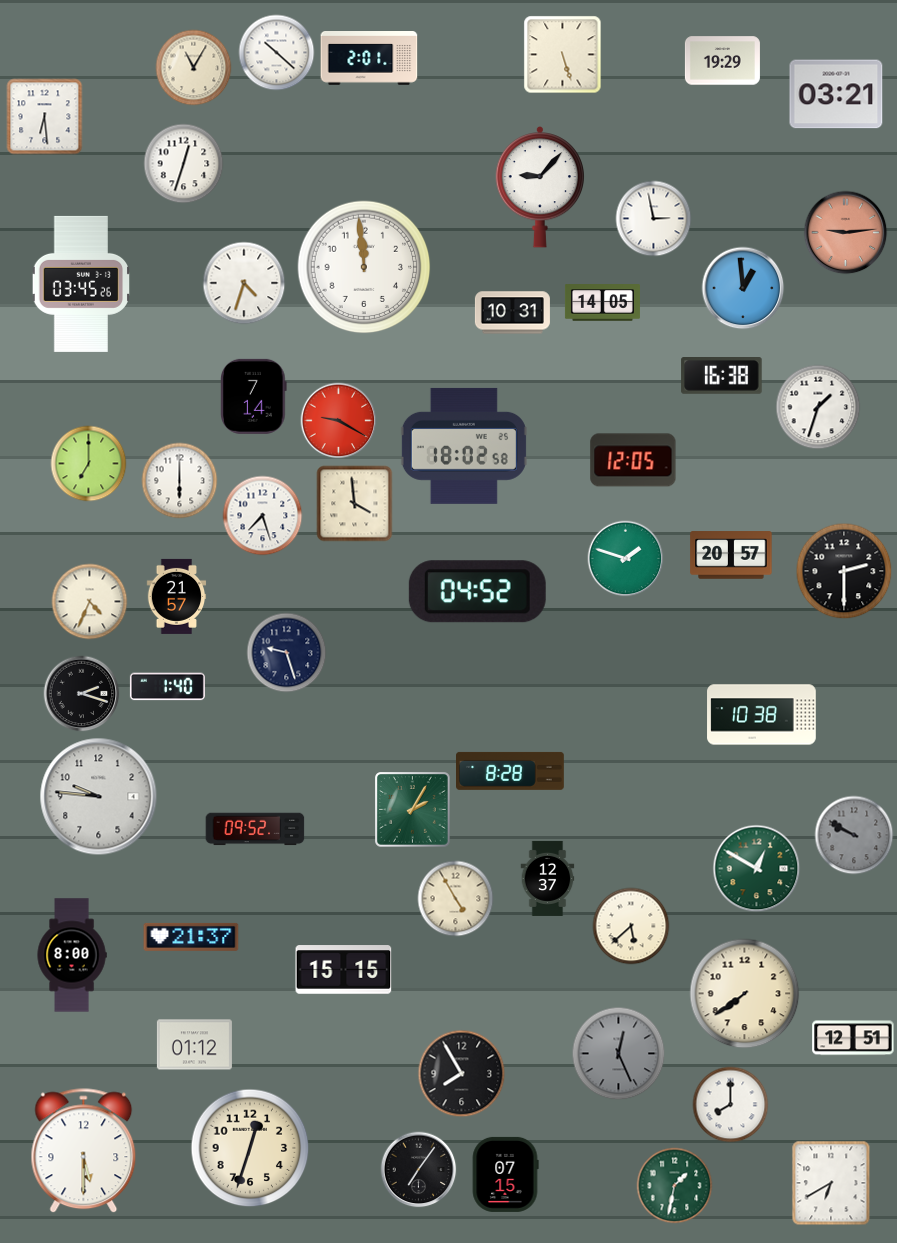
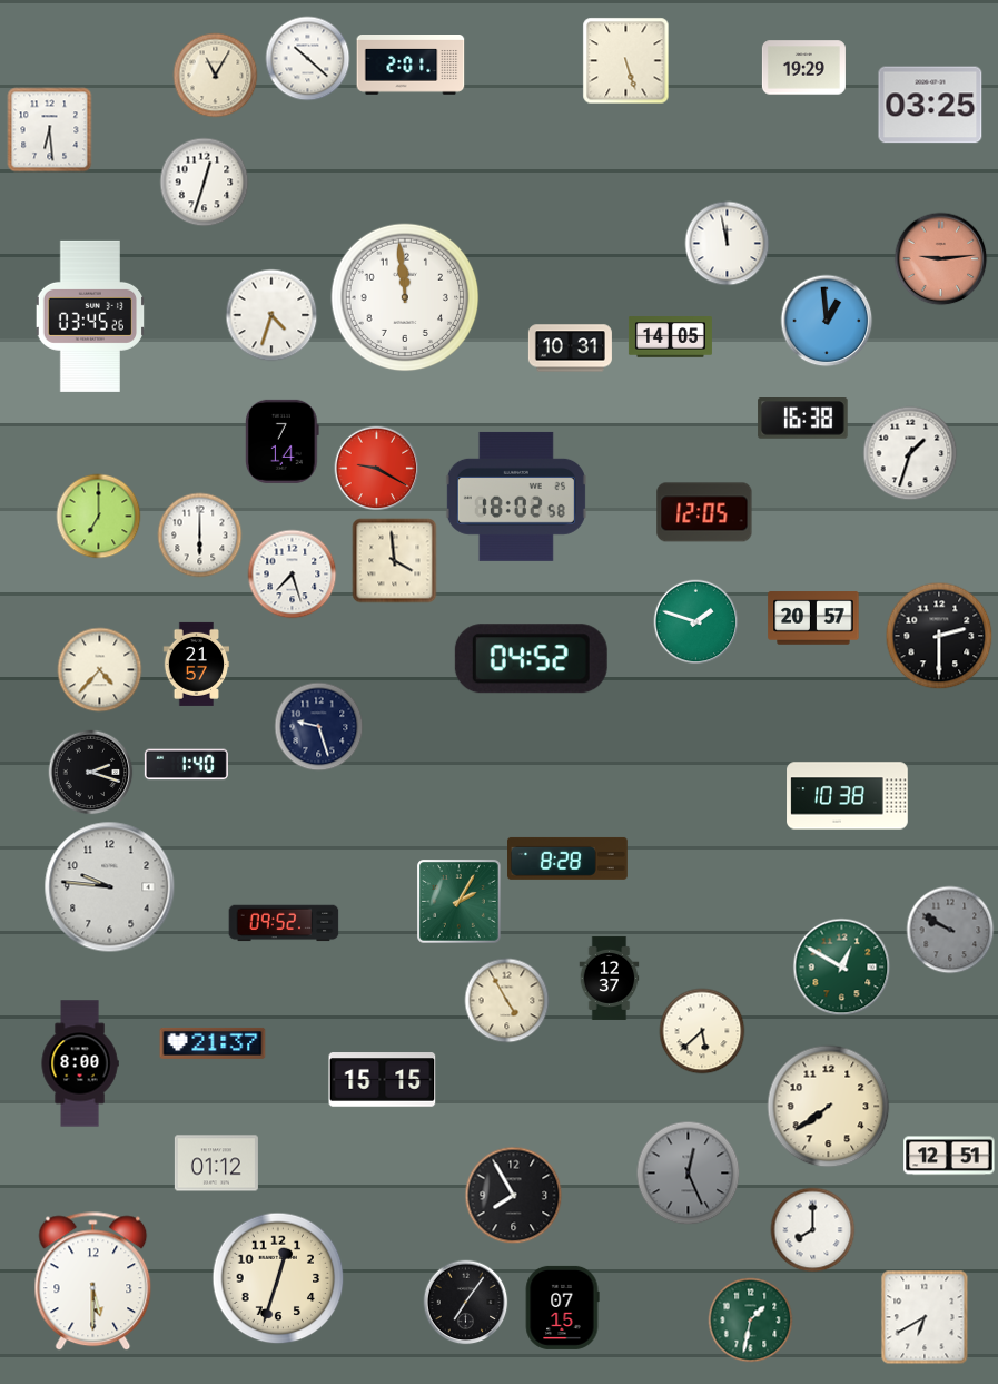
clock at (836, 94): 03:21 -> 03:25
clock at (540, 187): 9:07 -> none
clock at (654, 219): 2:58 -> 11:58
clock at (90, 602): 4:34 -> 4:37
